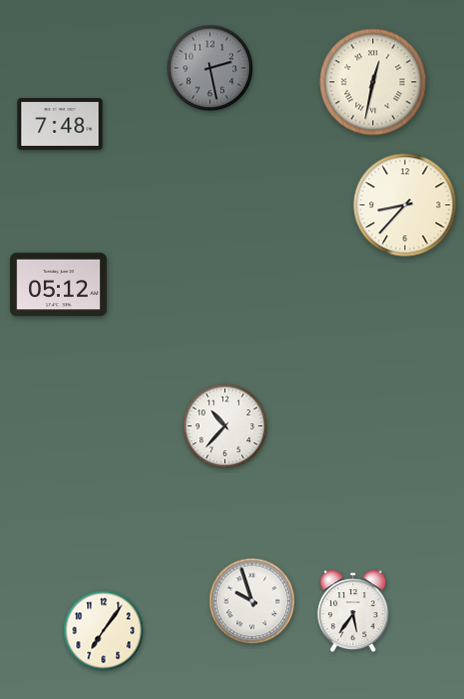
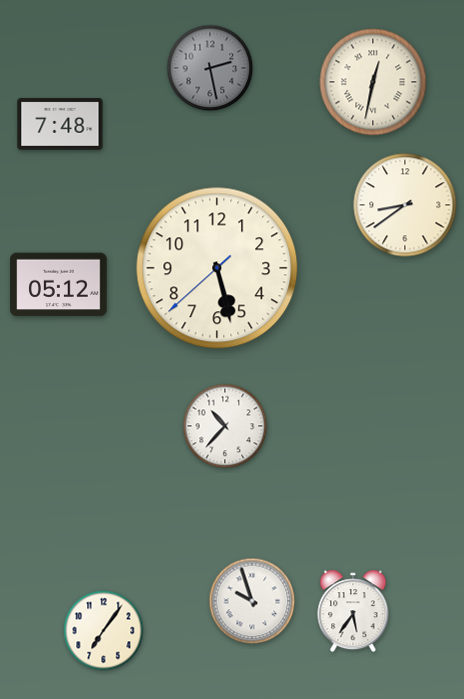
clock at (405, 205): 8:37 -> 8:39
clock at (217, 268): none -> 5:27
